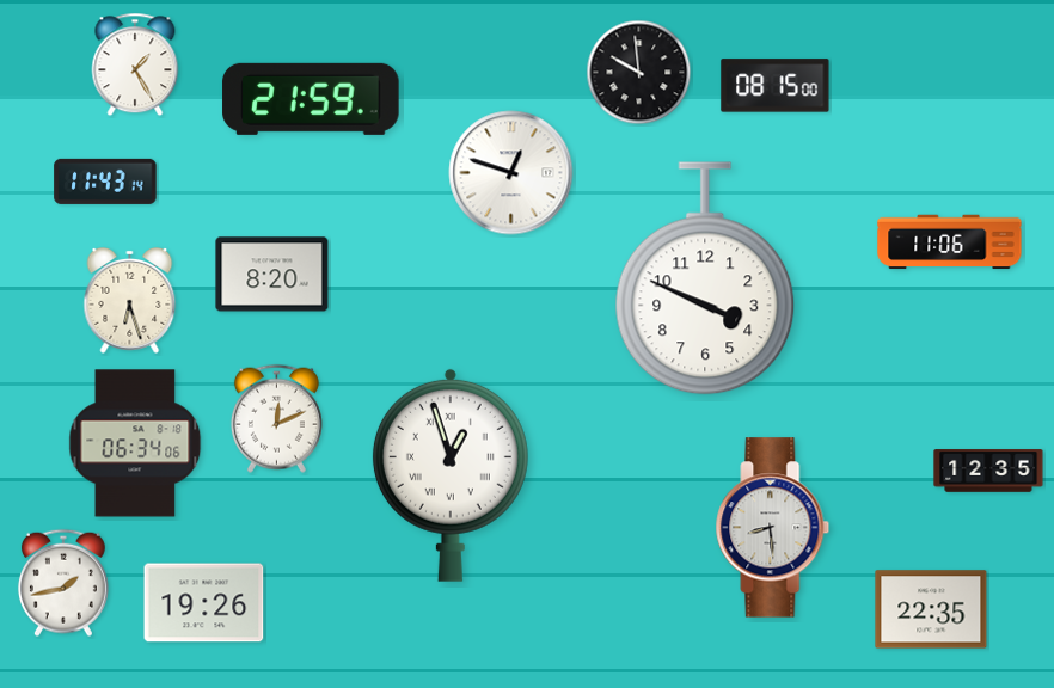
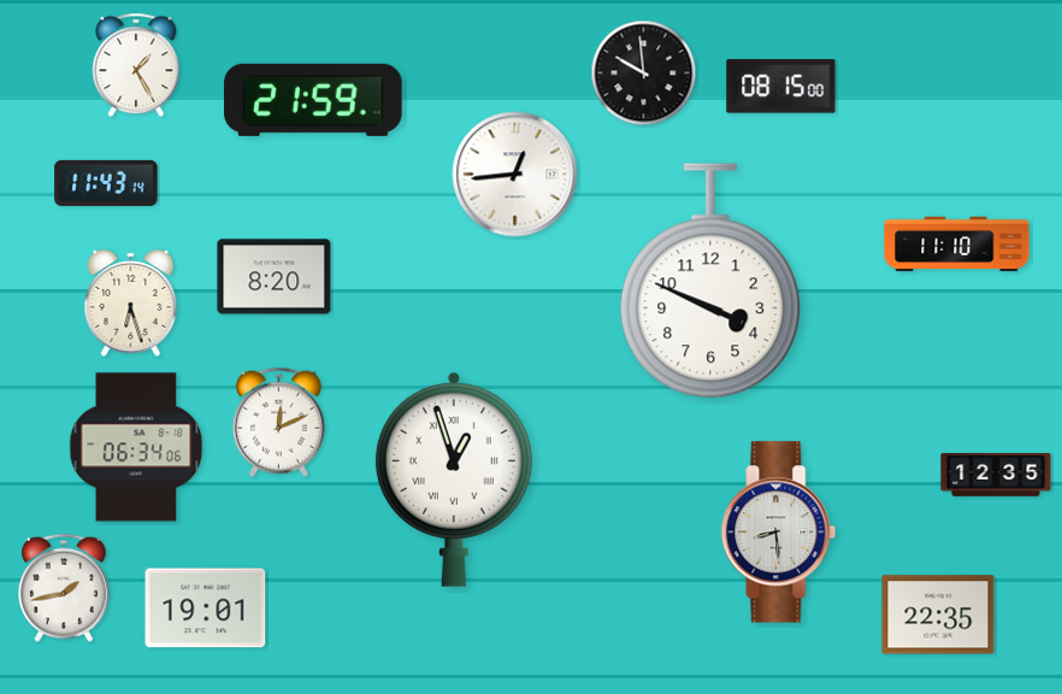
clock at (511, 173): 12:48 -> 12:44
clock at (950, 242): 11:06 -> 11:10
clock at (204, 603): 19:26 -> 19:01
